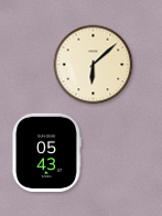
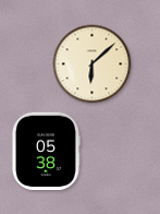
clock at (46, 152): 05:43 -> 05:38
